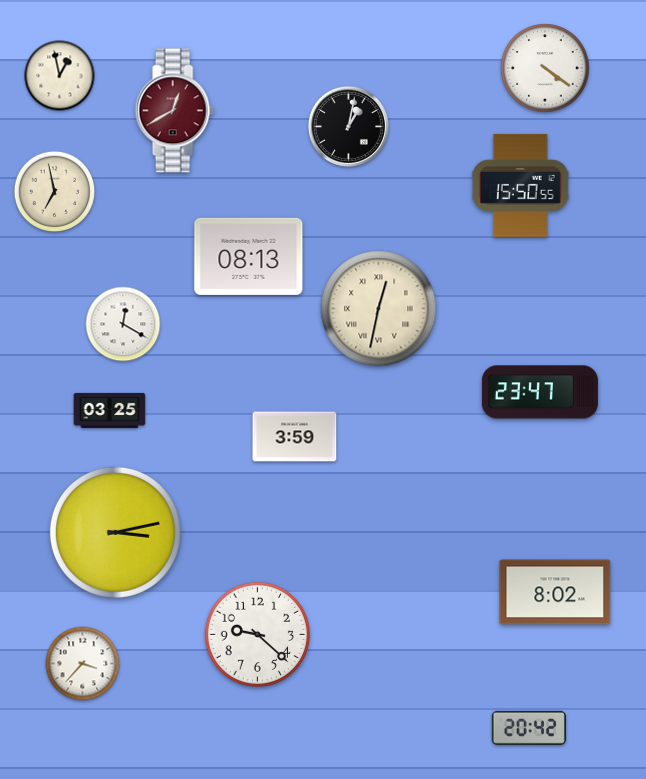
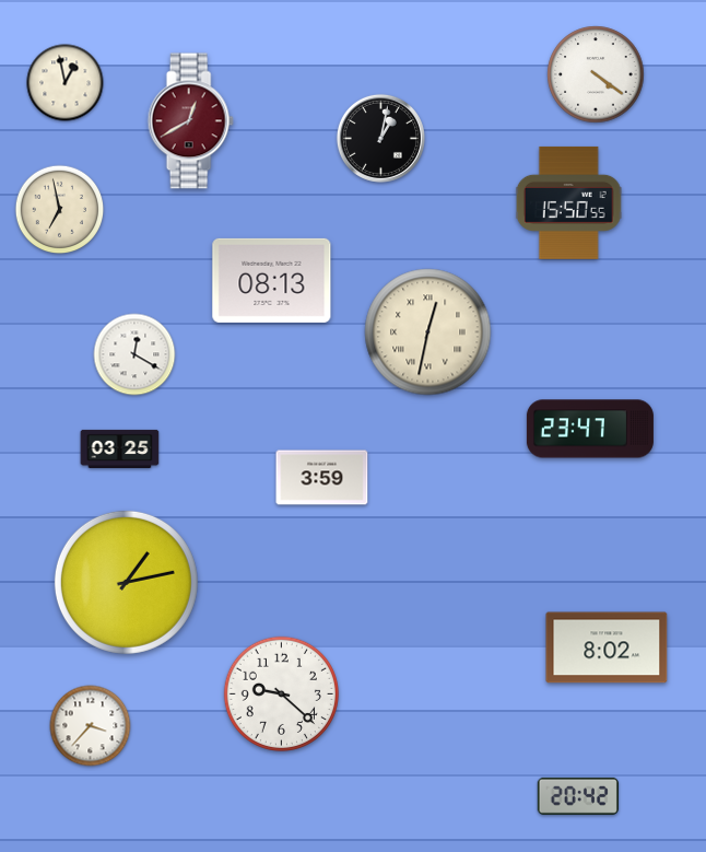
clock at (379, 309) position: (379, 309) -> (428, 332)
clock at (115, 532): 3:13 -> 1:13
